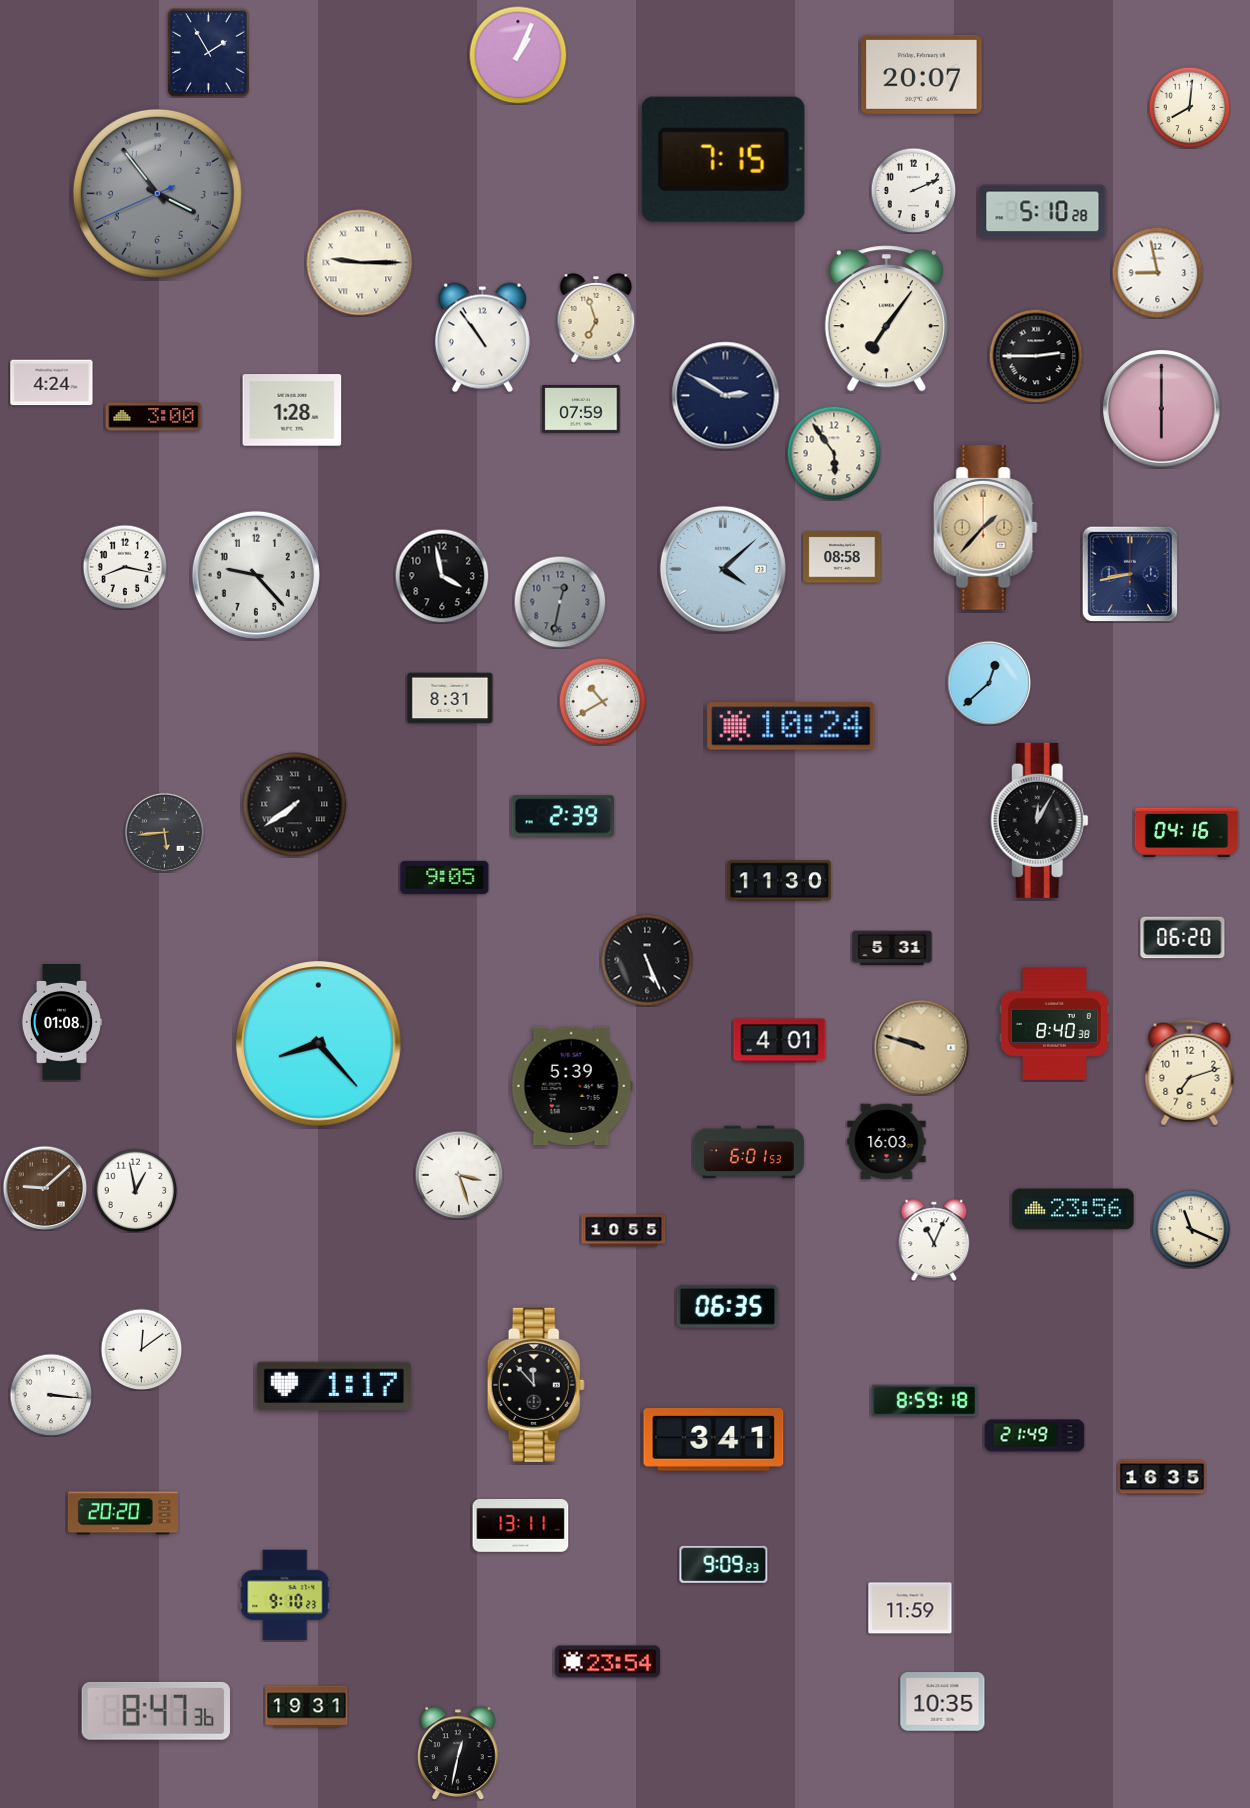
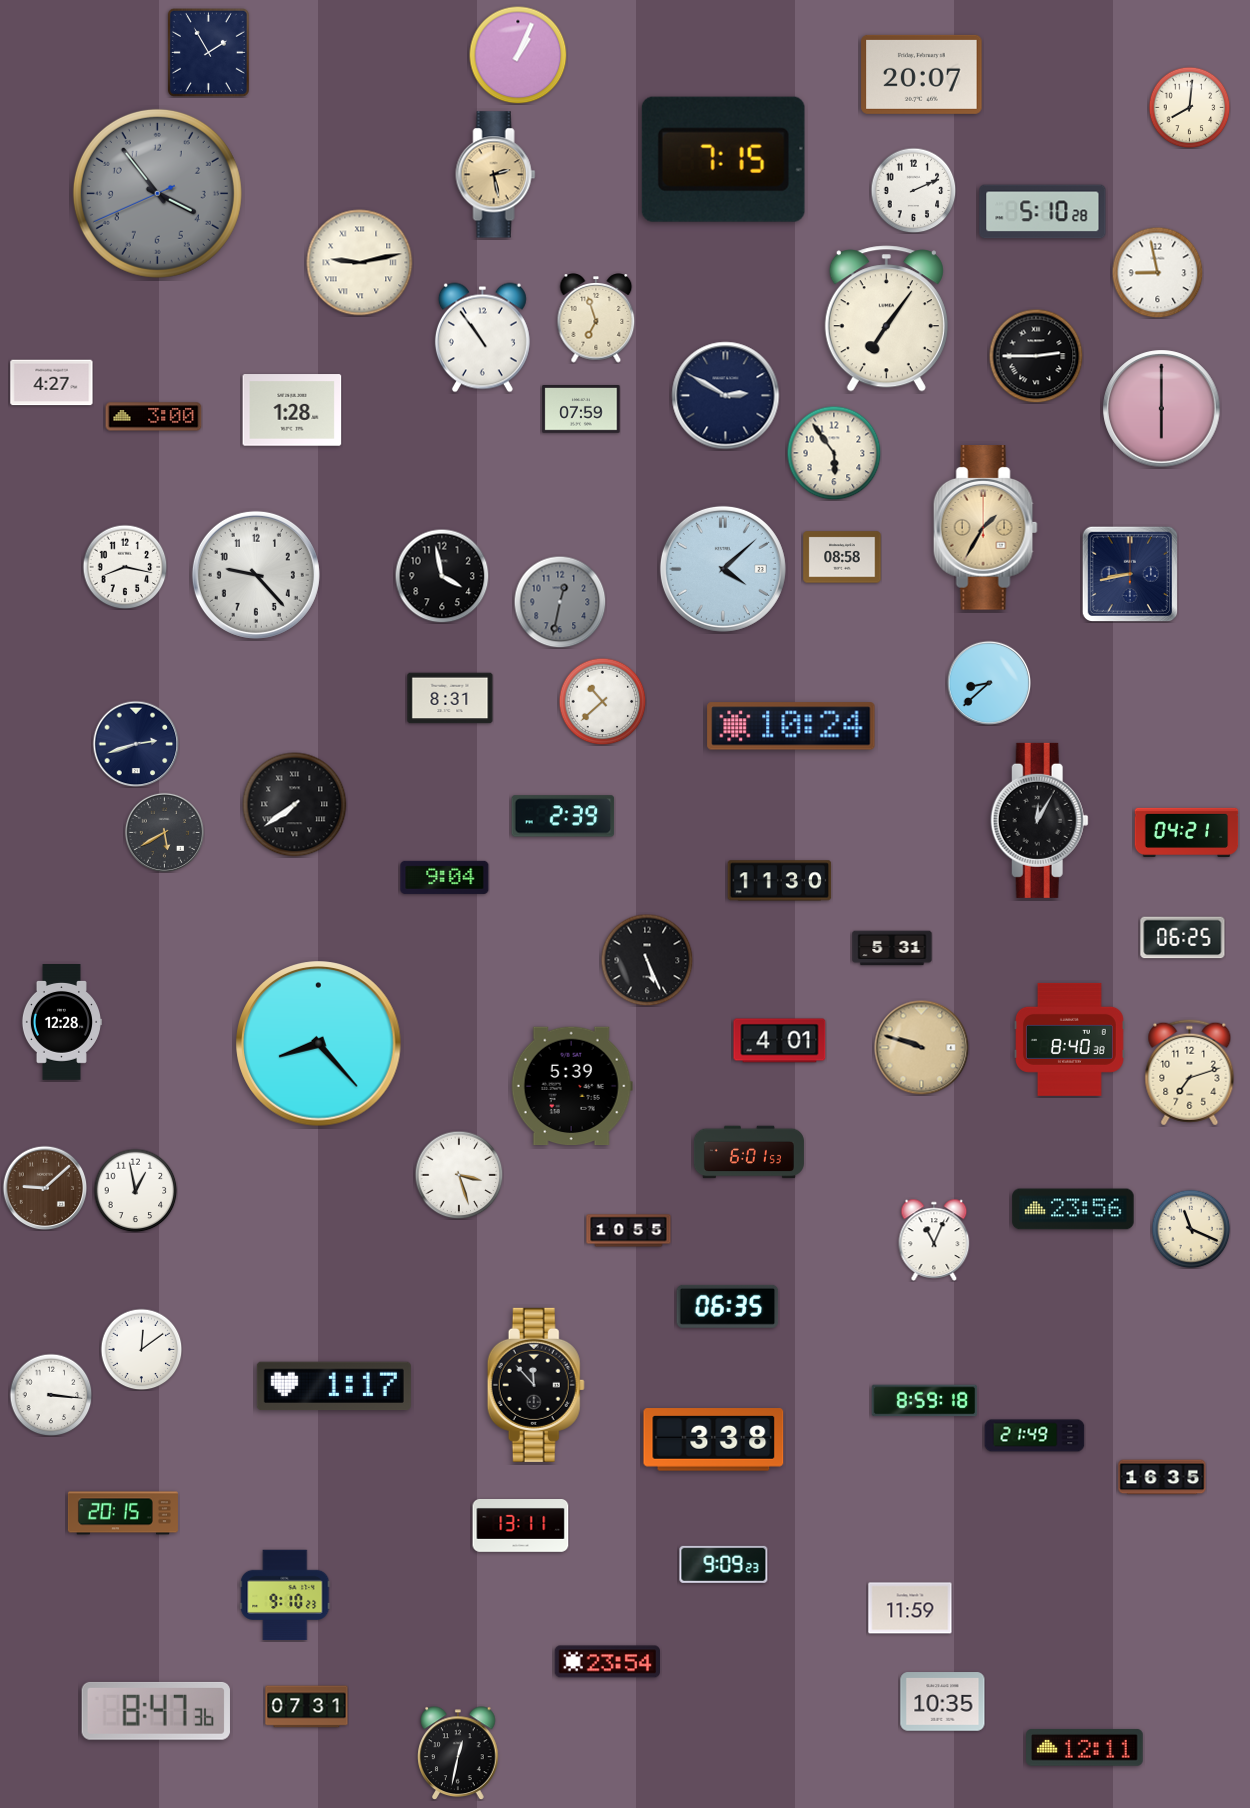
clock at (496, 175): none -> 2:28
clock at (360, 263): 9:15 -> 9:13
clock at (52, 383): 4:24 -> 4:27
clock at (985, 528): 1:37 -> 1:35
clock at (989, 683): 12:38 -> 8:38
clock at (602, 701): 10:40 -> 10:38
clock at (136, 744): none -> 2:42
clock at (164, 832): 5:44 -> 5:40
clock at (1187, 832): 04:16 -> 04:21
clock at (445, 877): 9:05 -> 9:04
clock at (1183, 938): 06:20 -> 06:25
clock at (61, 1022): 01:08 -> 12:28
clock at (1055, 1023) position: (1055, 1023) -> (1070, 1039)
clock at (887, 1142): 16:03 -> none
clock at (624, 1231) position: (624, 1231) -> (629, 1231)
clock at (714, 1440): 3:41 -> 3:38
clock at (123, 1513): 20:20 -> 20:15
clock at (307, 1707): 19:31 -> 07:31
clock at (1085, 1747): none -> 12:11
